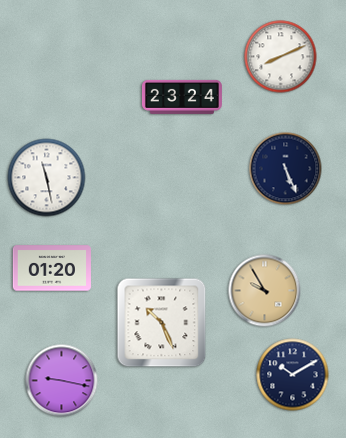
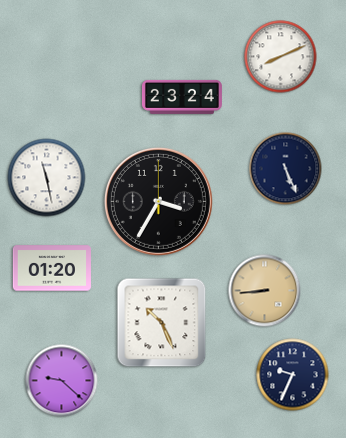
clock at (158, 201): none -> 3:35
clock at (265, 291): 9:55 -> 8:44
clock at (293, 375): 10:10 -> 9:34
clock at (62, 381): 9:17 -> 9:22
